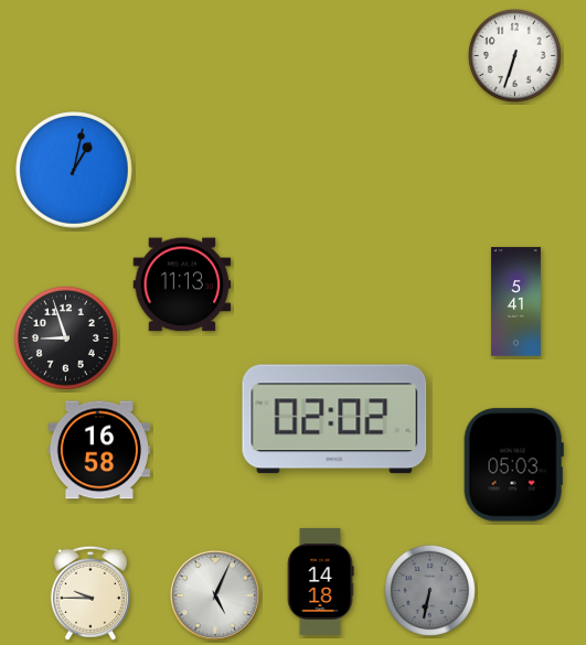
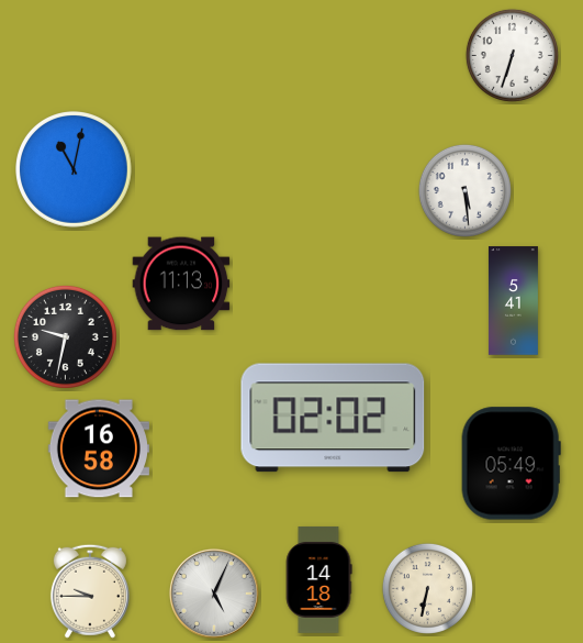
clock at (75, 171): 1:02 -> 11:02
clock at (464, 190): none -> 5:29
clock at (65, 337): 8:57 -> 9:32
clock at (513, 465): 05:03 -> 05:49
clock at (429, 590) dial: grey -> cream
